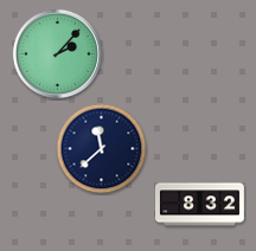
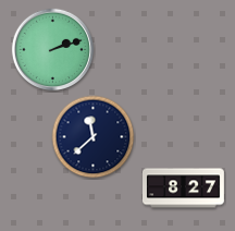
clock at (57, 53): 2:07 -> 2:12
clock at (200, 205): 8:32 -> 8:27
